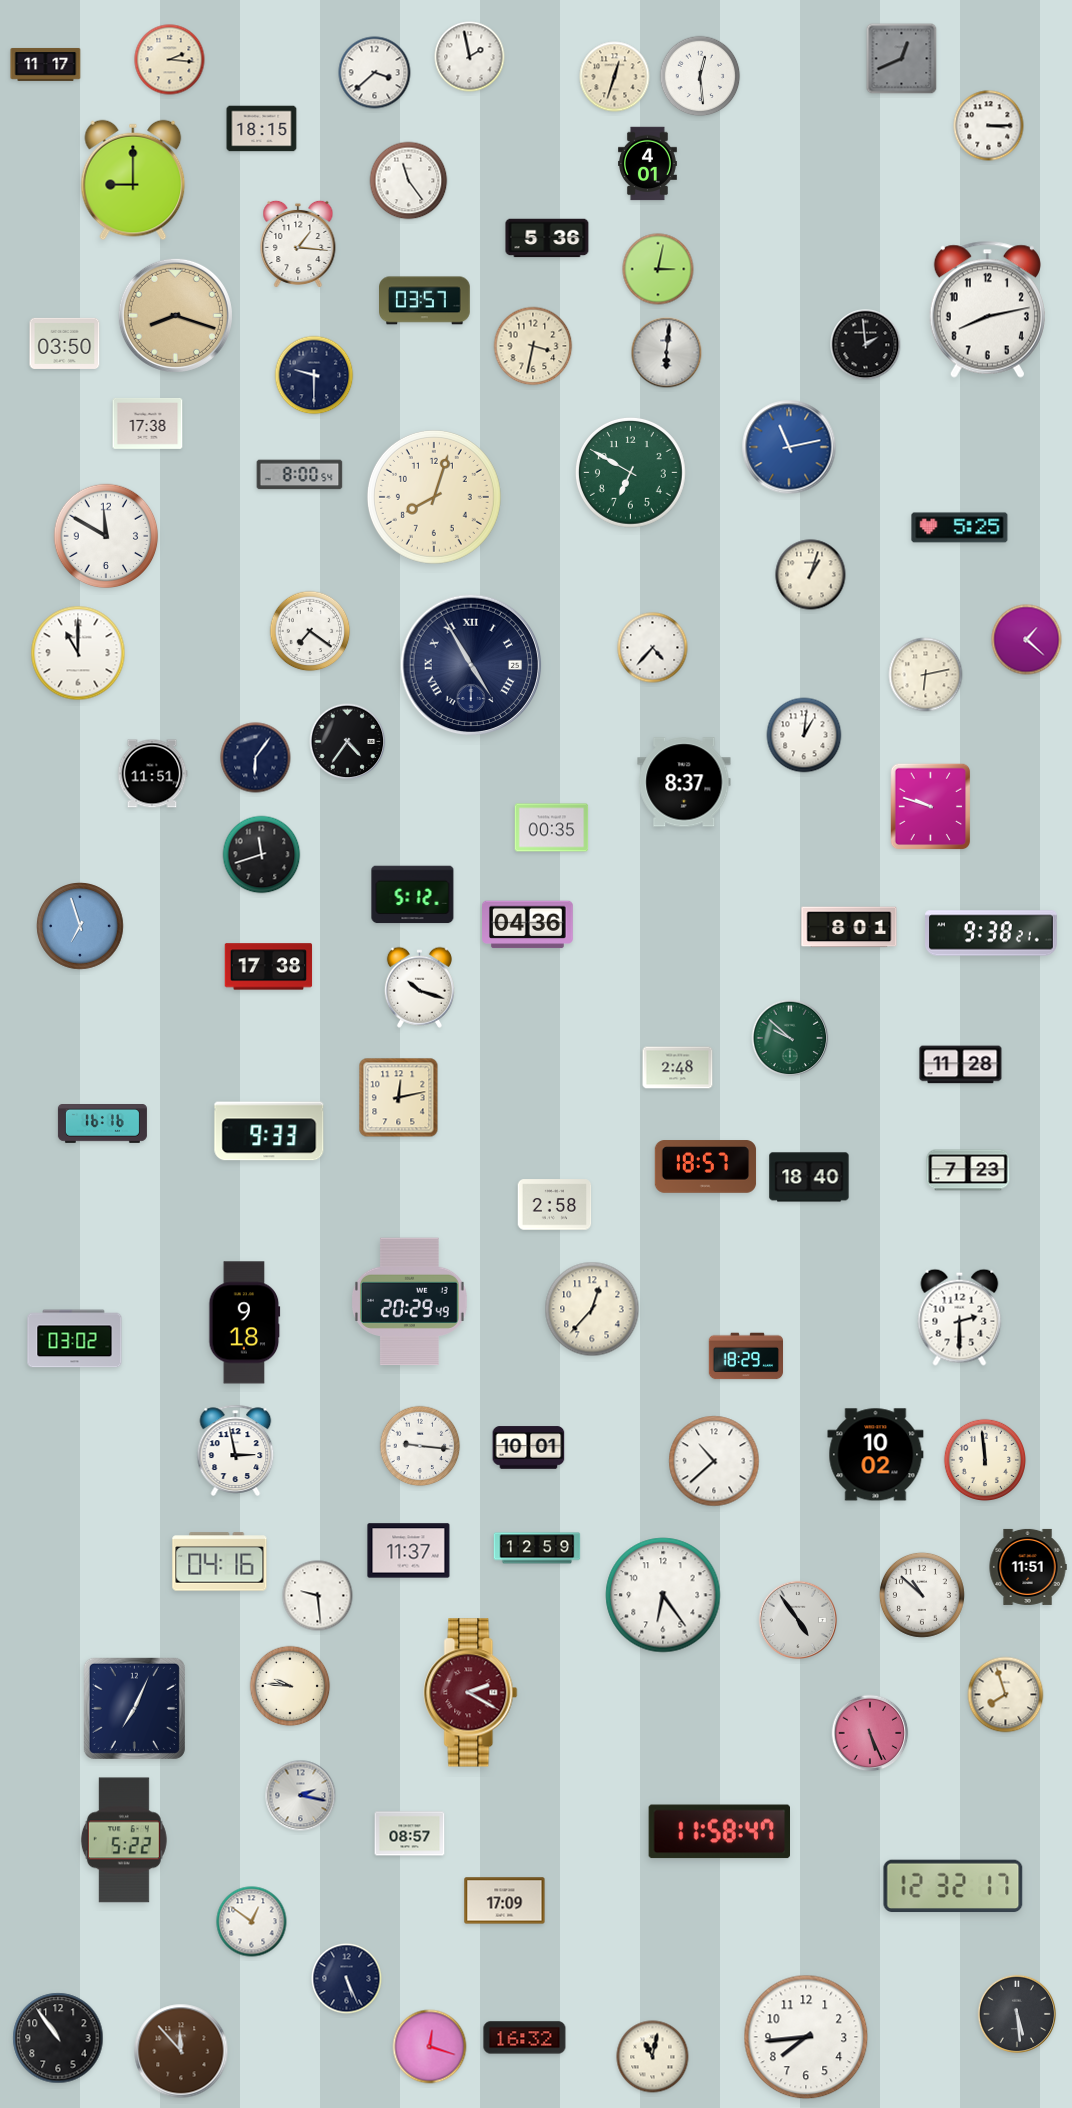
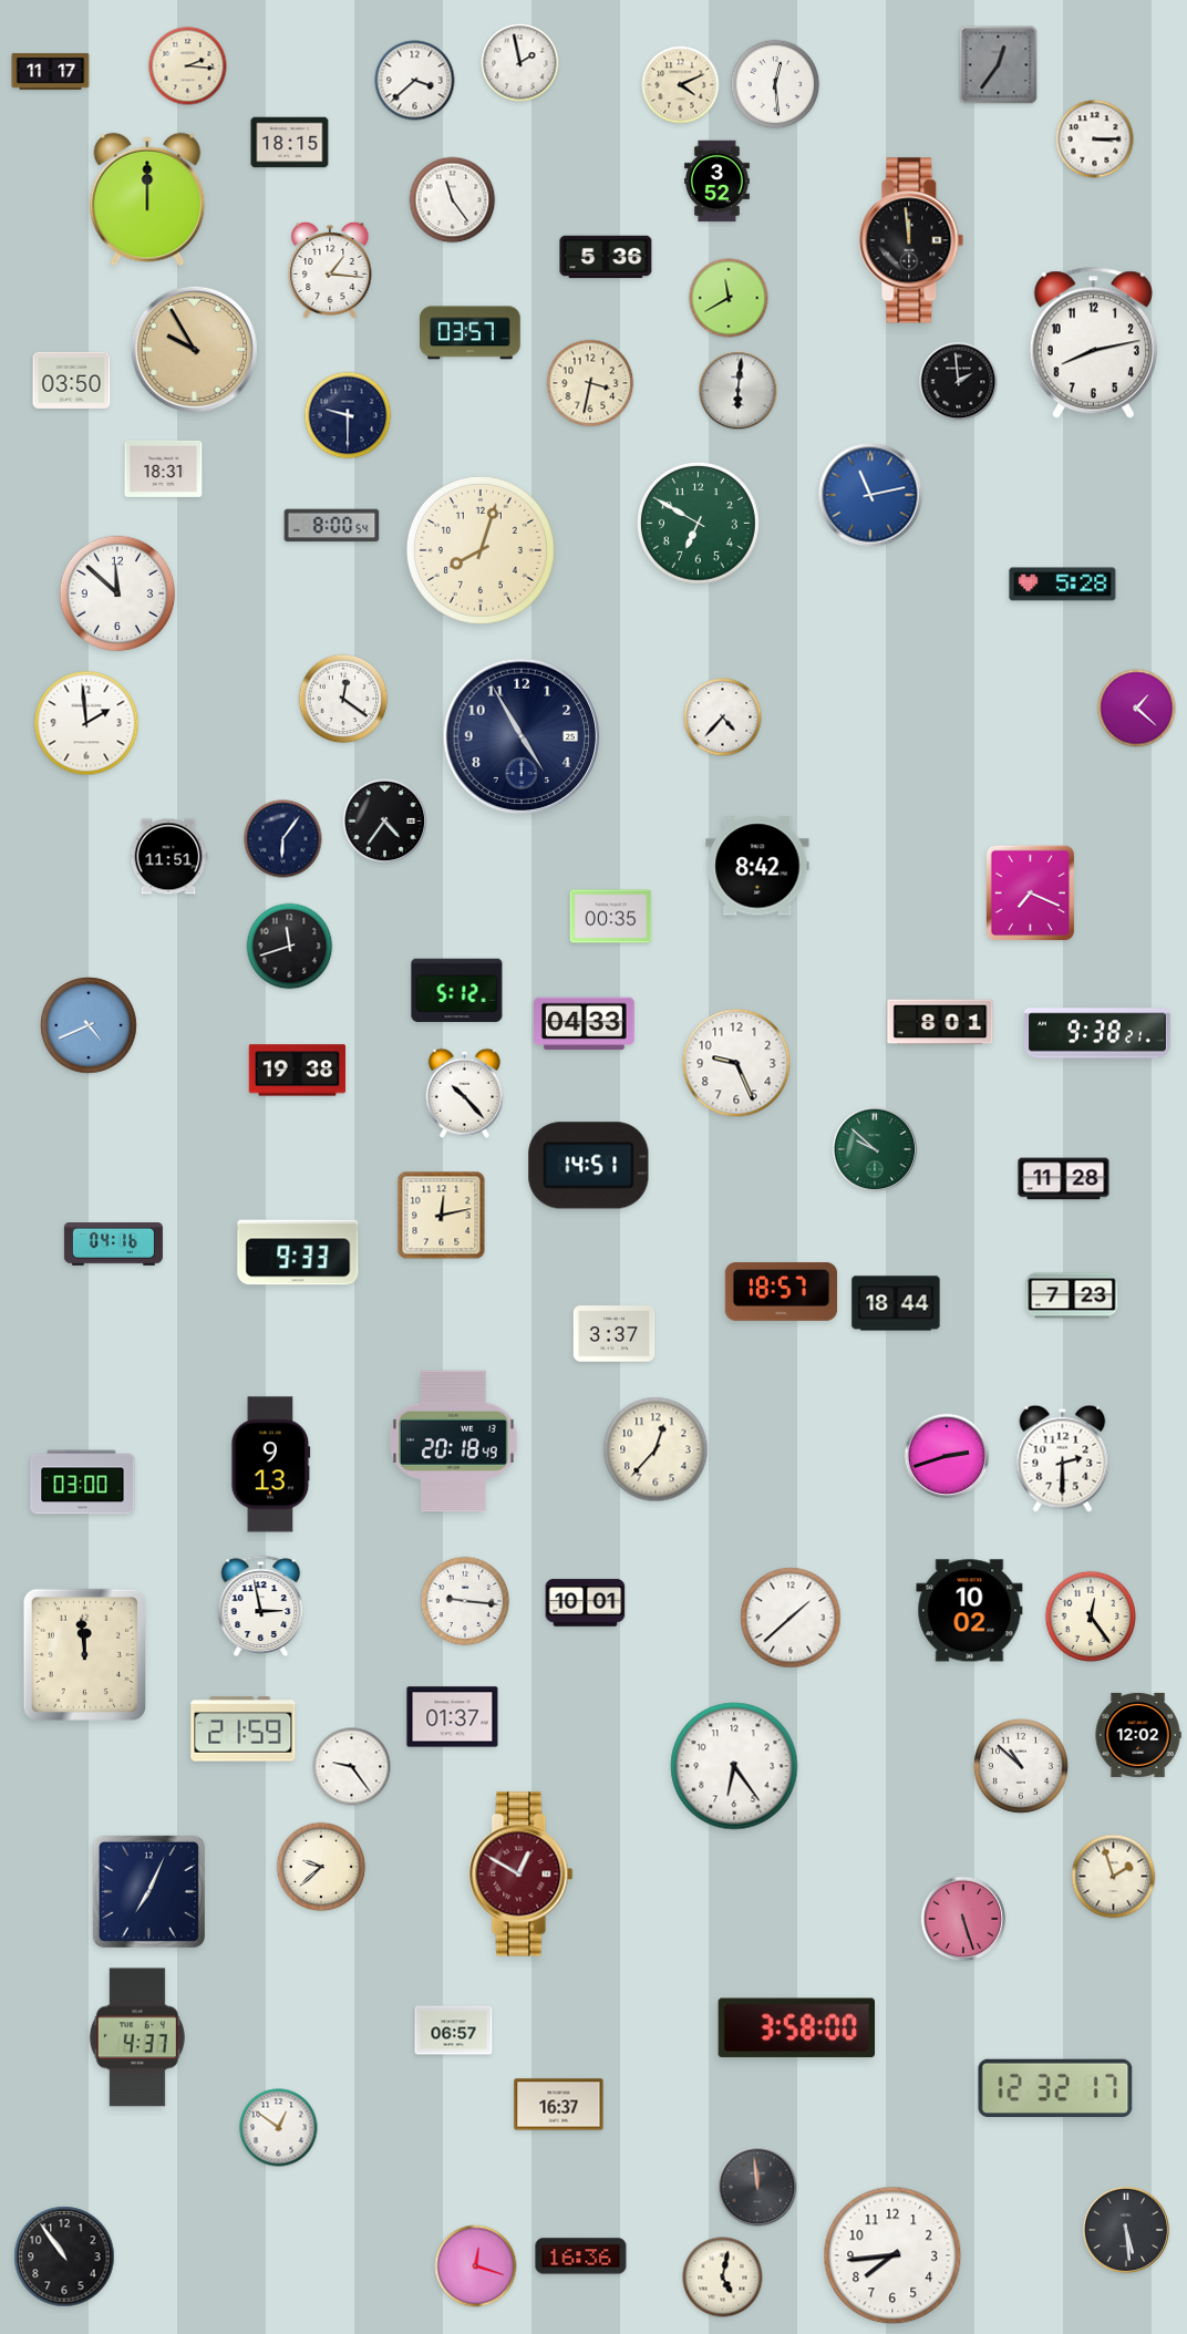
clock at (902, 59): 12:41 -> 12:36
clock at (615, 77): 12:33 -> 4:11
clock at (648, 164): 4:01 -> 3:52
clock at (133, 180): 9:00 -> 12:00
clock at (911, 240): none -> 11:59
clock at (547, 238) position: (547, 238) -> (606, 257)
clock at (658, 269): 3:02 -> 11:40
clock at (175, 315): 8:18 -> 9:55
clock at (148, 423): 17:38 -> 18:31
clock at (789, 447) position: (789, 447) -> (870, 495)
clock at (960, 528): 5:25 -> 5:28
clock at (106, 536): 11:50 -> 11:52
clock at (811, 575): 1:03 -> none
clock at (310, 631): 7:21 -> 12:21
clock at (78, 653): 11:00 -> 1:59
clock at (471, 665) numerals: Roman -> Arabic
clock at (926, 675): 6:13 -> none
clock at (804, 735): 1:01 -> none
clock at (684, 782): 8:37 -> 8:42
clock at (931, 807): 9:48 -> 7:19
clock at (528, 925): 04:36 -> 04:33
clock at (80, 926): 6:57 -> 4:41
clock at (849, 927) position: (849, 927) -> (940, 1022)
clock at (736, 1063): none -> 9:26
clock at (269, 967): 17:38 -> 19:38
clock at (419, 987): 10:18 -> 10:23
clock at (589, 1166): none -> 14:51
clock at (678, 1068): 2:48 -> none
clock at (102, 1124): 16:16 -> 04:16
clock at (809, 1177): 18:40 -> 18:44
clock at (555, 1205): 2:58 -> 3:37
clock at (409, 1302): 20:29 -> 20:18
clock at (947, 1456): none -> 2:42
clock at (245, 1323): 9:18 -> 9:13
clock at (75, 1339): 03:02 -> 03:00
clock at (745, 1356): 18:29 -> none
clock at (985, 1460): 11:59 -> 12:24
clock at (714, 1461): 10:38 -> 1:38
clock at (84, 1655): none -> 11:59
clock at (537, 1548): 12:59 -> none
clock at (409, 1551): 11:37 -> 01:37
clock at (220, 1562): 04:16 -> 21:59
clock at (1028, 1567): 11:51 -> 12:02
clock at (318, 1596): 9:29 -> 9:24
clock at (798, 1620): 4:54 -> none
clock at (290, 1686): 9:46 -> 9:38
clock at (471, 1693): 2:20 -> 12:50
clock at (1006, 1695): 7:57 -> 1:57
clock at (870, 1733): 5:26 -> 5:27
clock at (301, 1796): 2:17 -> none
clock at (719, 1832): 11:58 -> 3:58
clock at (410, 1834): 08:57 -> 06:57
clock at (124, 1840): 5:22 -> 4:37
clock at (505, 1901): 17:09 -> 16:37
clock at (757, 2187): none -> 11:59
clock at (347, 1979): 5:26 -> none
clock at (525, 2038): 16:32 -> 16:36
clock at (181, 2051): 11:53 -> none
clock at (653, 2057): 11:02 -> 5:02
